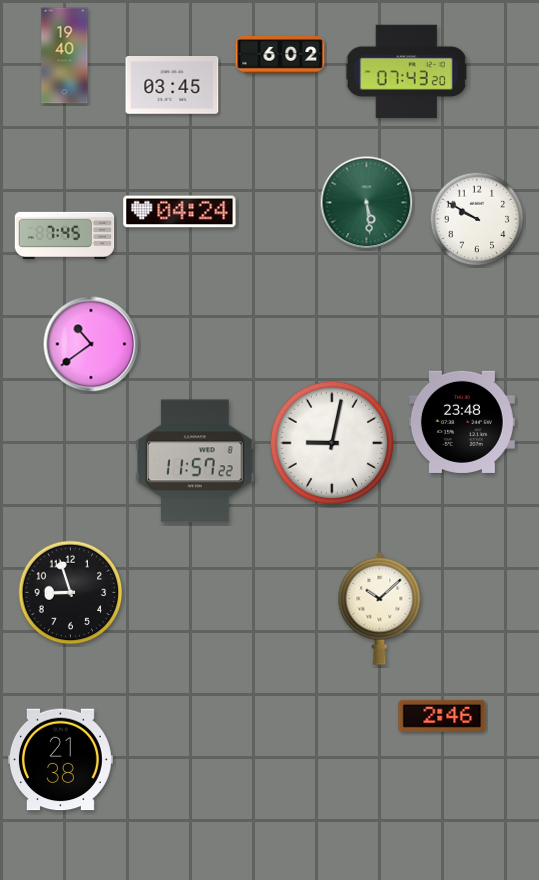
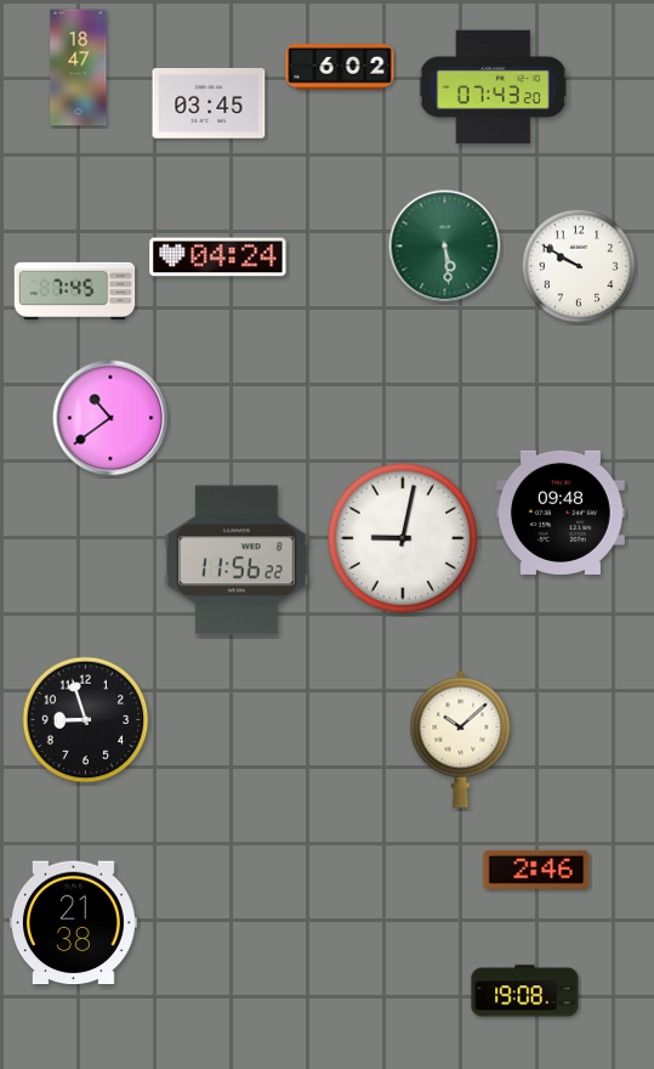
clock at (65, 56): 19:40 -> 18:47
clock at (65, 235) position: (65, 235) -> (75, 290)
clock at (462, 422): 23:48 -> 09:48
clock at (195, 461): 11:57 -> 11:56
clock at (525, 991): none -> 19:08
